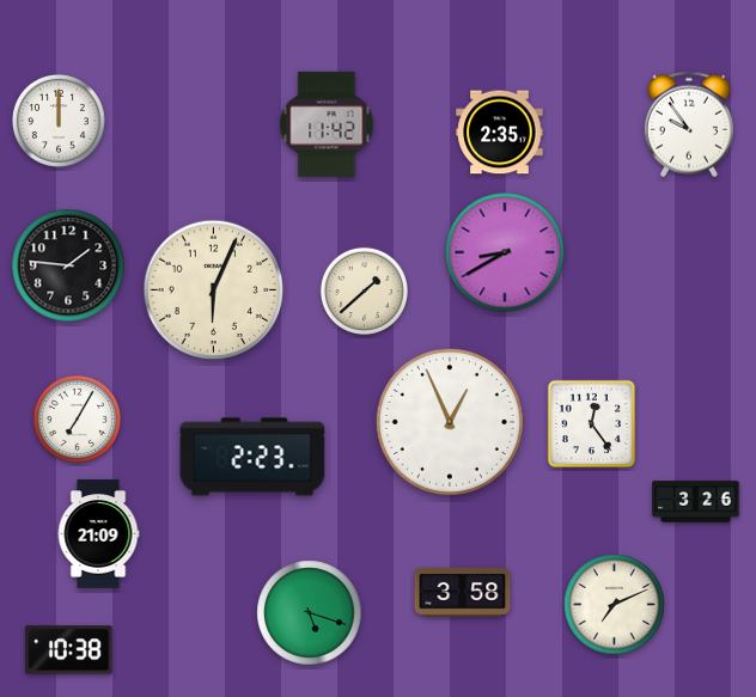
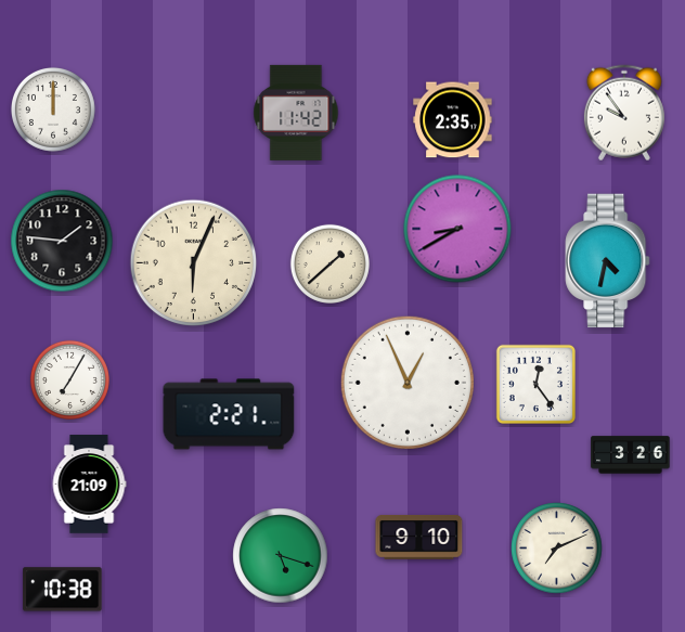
clock at (608, 261): none -> 4:32
clock at (252, 457): 2:23 -> 2:21
clock at (463, 593): 3:58 -> 9:10
